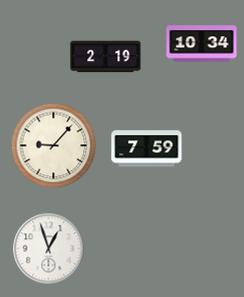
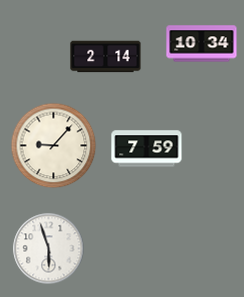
clock at (106, 57): 2:19 -> 2:14
clock at (49, 249): 12:57 -> 5:57
